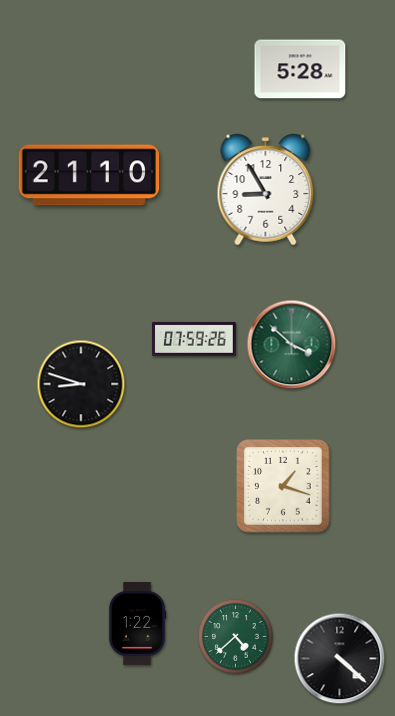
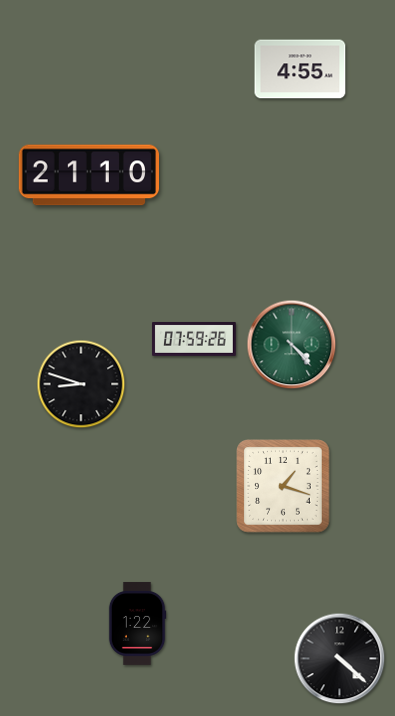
clock at (300, 69): 5:28 -> 4:55
clock at (266, 190): 8:55 -> none
clock at (292, 345): 3:52 -> 4:23
clock at (236, 637): 4:38 -> none
